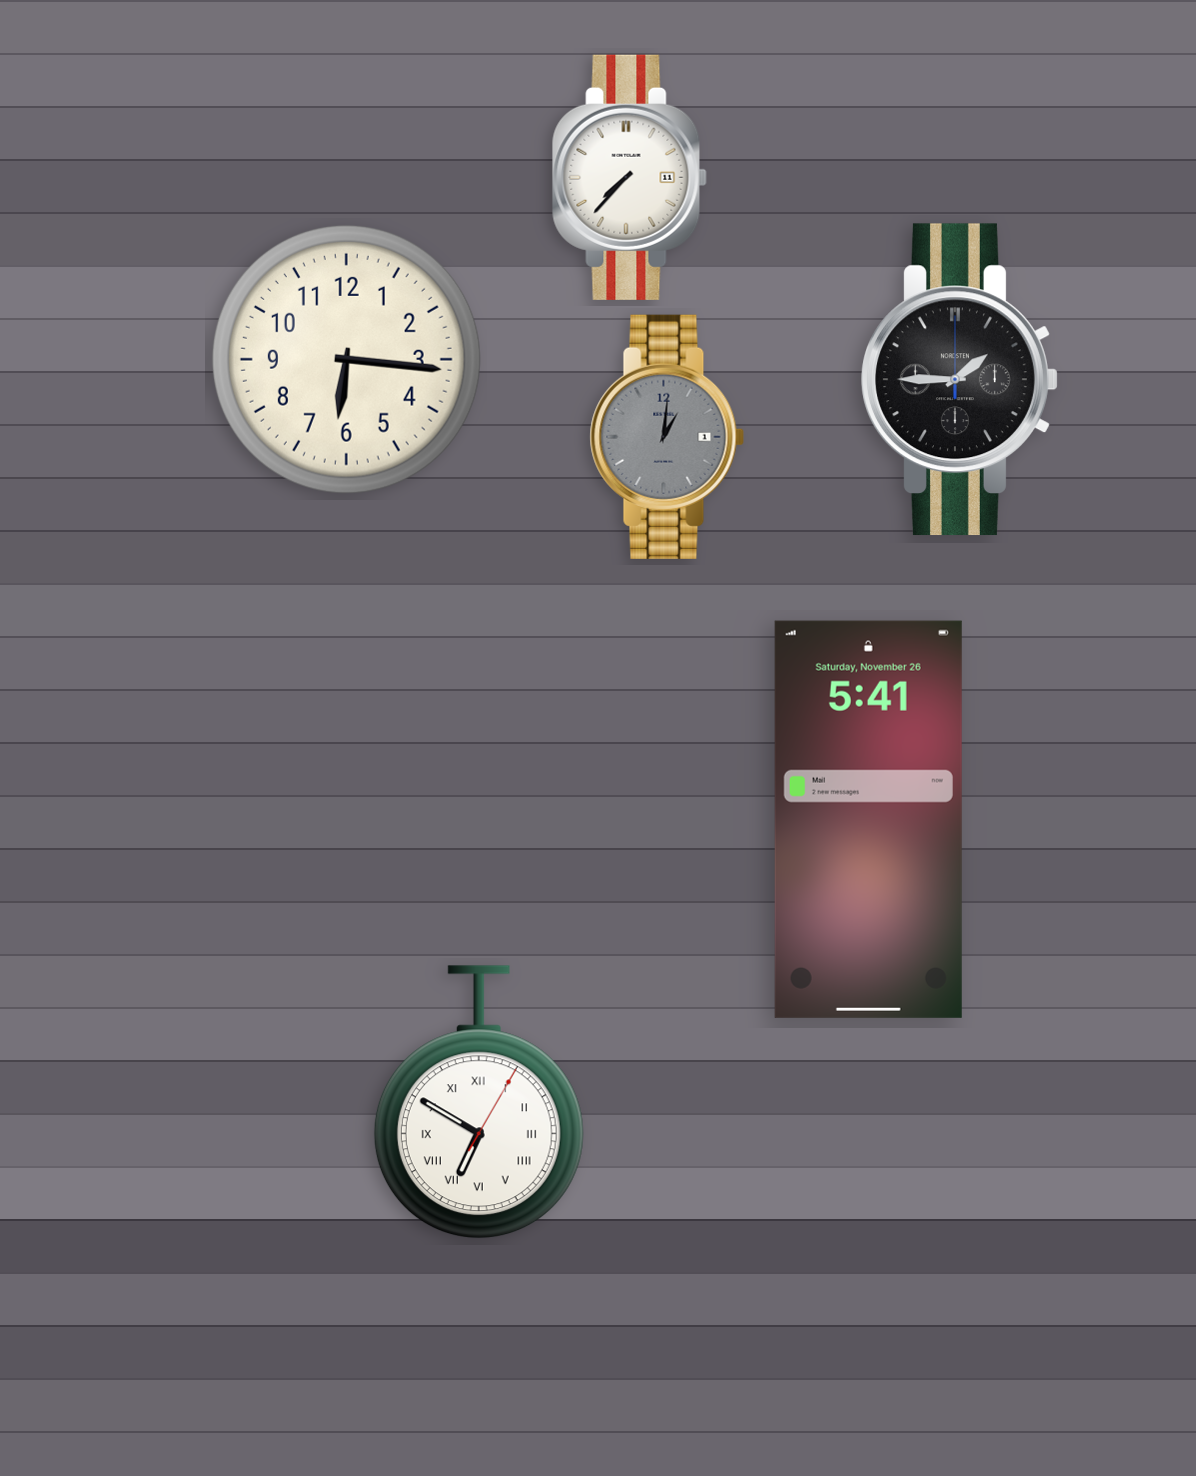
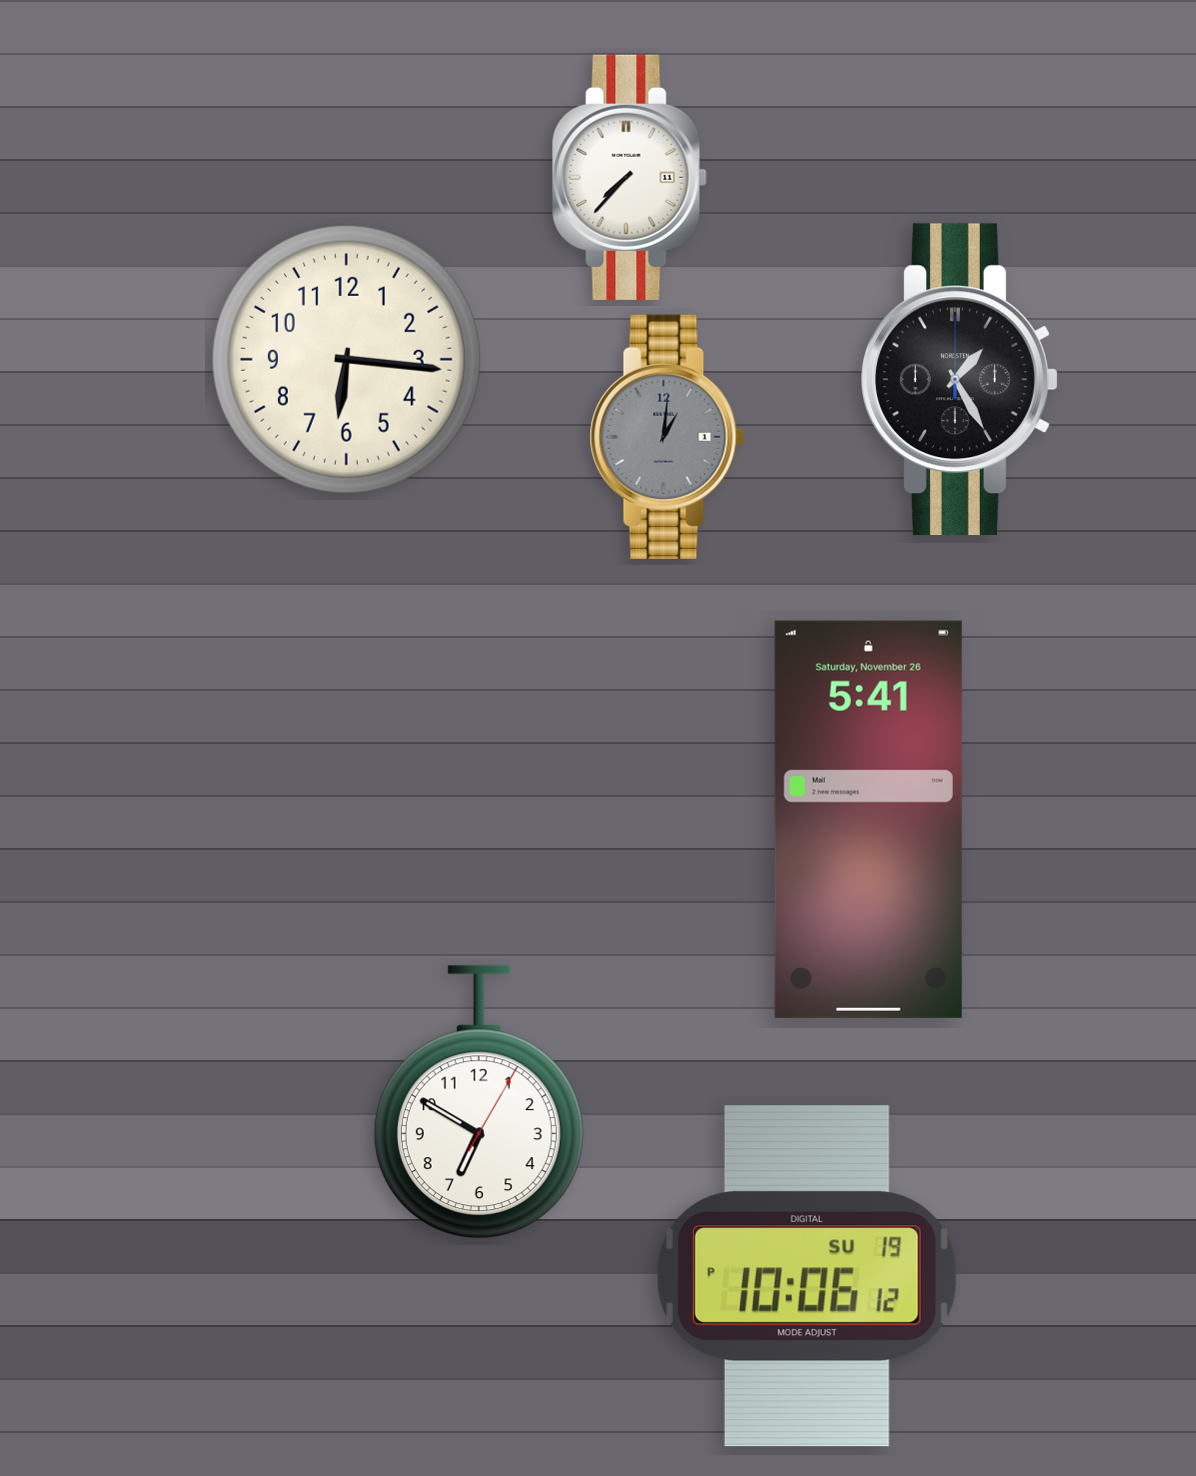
clock at (960, 380): 1:45 -> 1:25
clock at (479, 1103) numerals: Roman -> Arabic
clock at (807, 1276): none -> 10:06
